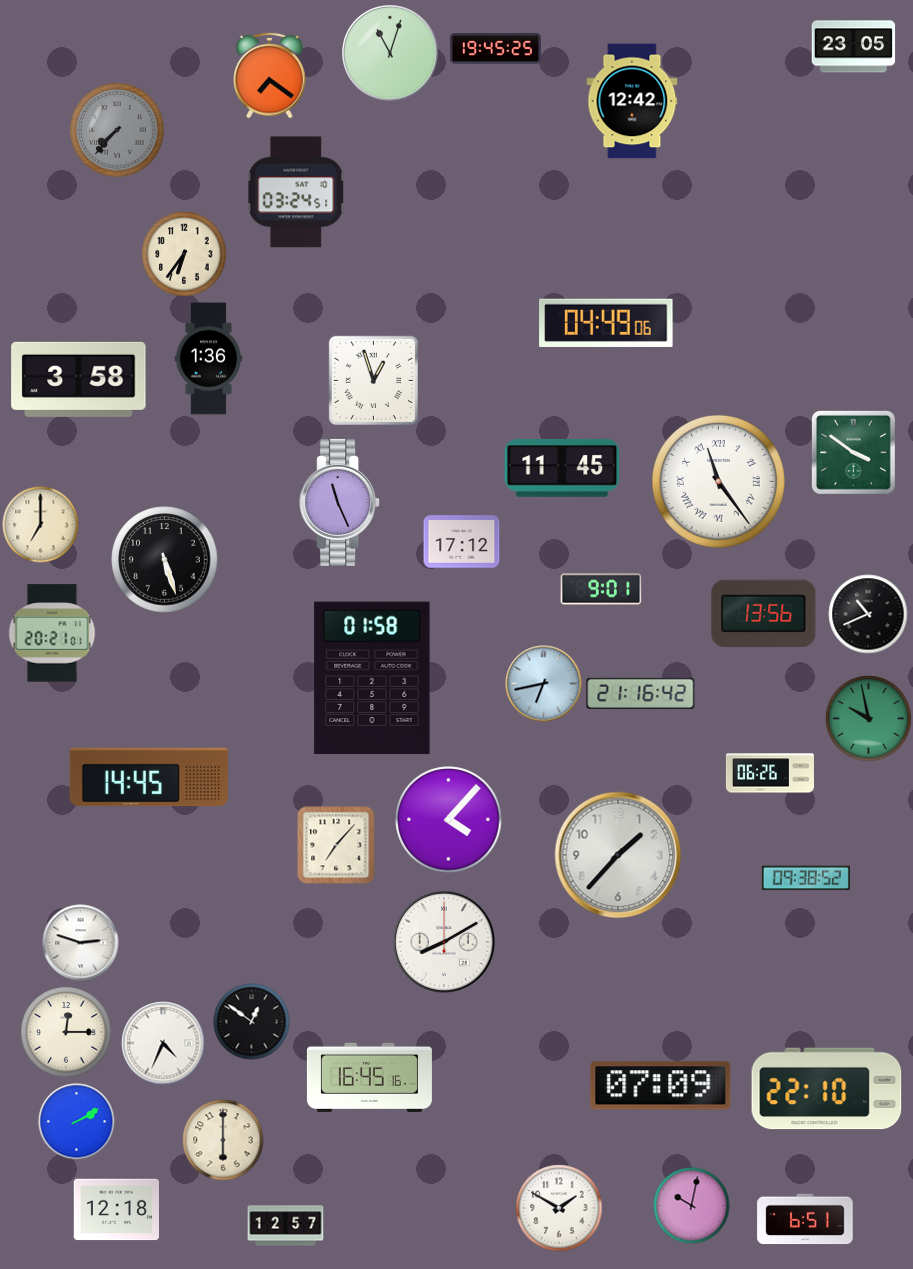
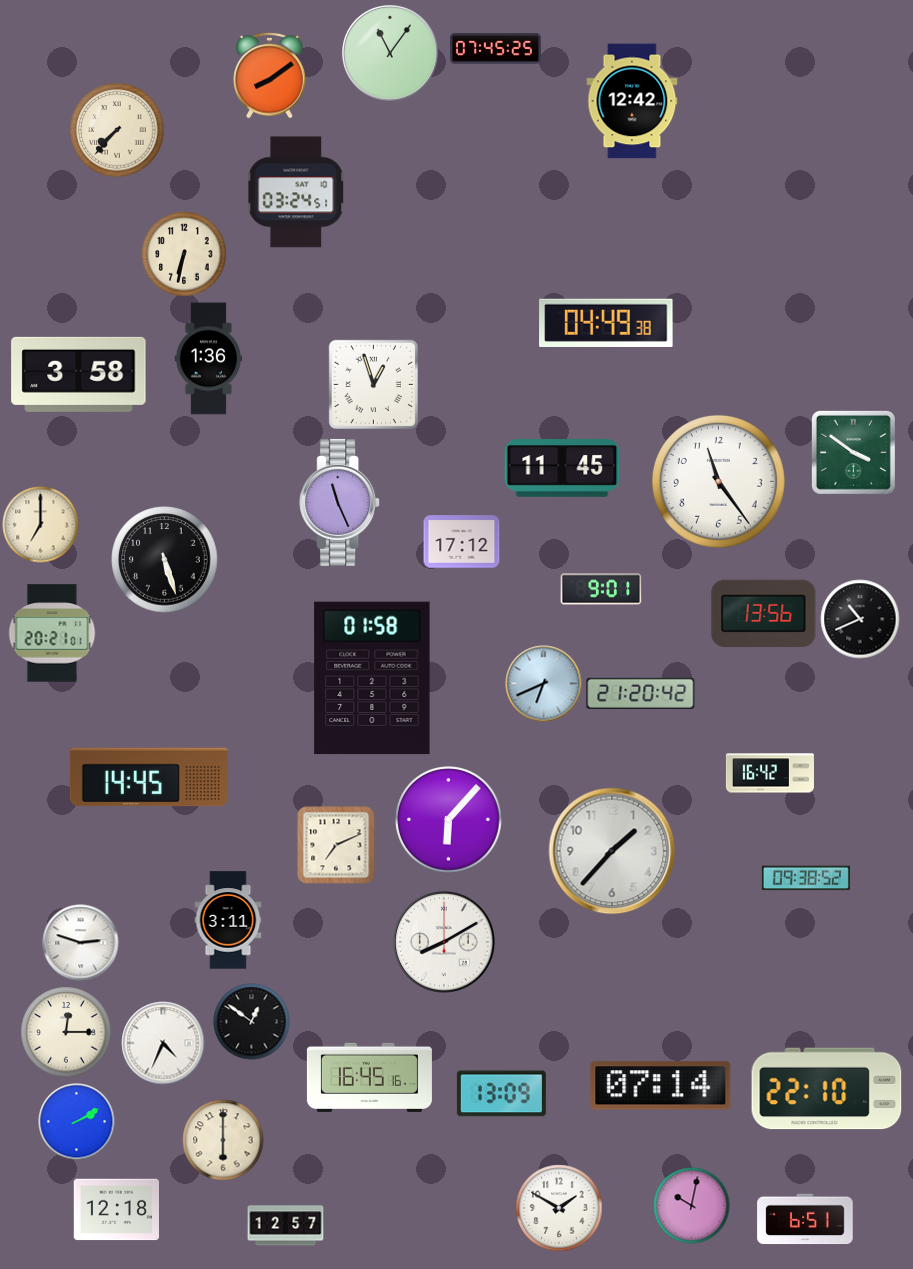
clock at (854, 47): 23:05 -> none
clock at (495, 49): 19:45 -> 07:45
clock at (390, 53): 11:03 -> 11:06
clock at (270, 75): 7:21 -> 8:09
clock at (117, 130) dial: grey -> cream
clock at (184, 254): 6:36 -> 6:32
clock at (606, 323): 04:49:06 -> 04:49:38
clock at (79, 379) position: (79, 379) -> (79, 374)
clock at (373, 380) position: (373, 380) -> (373, 384)
clock at (718, 481) numerals: Roman -> Arabic
clock at (868, 614) position: (868, 614) -> (860, 619)
clock at (544, 684): 6:43 -> 6:41
clock at (641, 693): 21:16 -> 21:20
clock at (869, 719): 9:58 -> none
clock at (770, 773): 06:26 -> 16:42
clock at (449, 820): 4:07 -> 6:07
clock at (336, 845): 7:07 -> 7:11
clock at (618, 855) position: (618, 855) -> (612, 851)
clock at (228, 920): none -> 3:11
clock at (661, 1086): 07:09 -> 07:14
clock at (501, 1094): none -> 13:09
